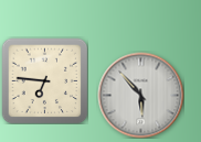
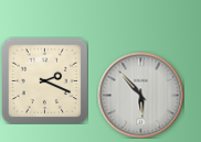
clock at (44, 80): 6:46 -> 2:19
